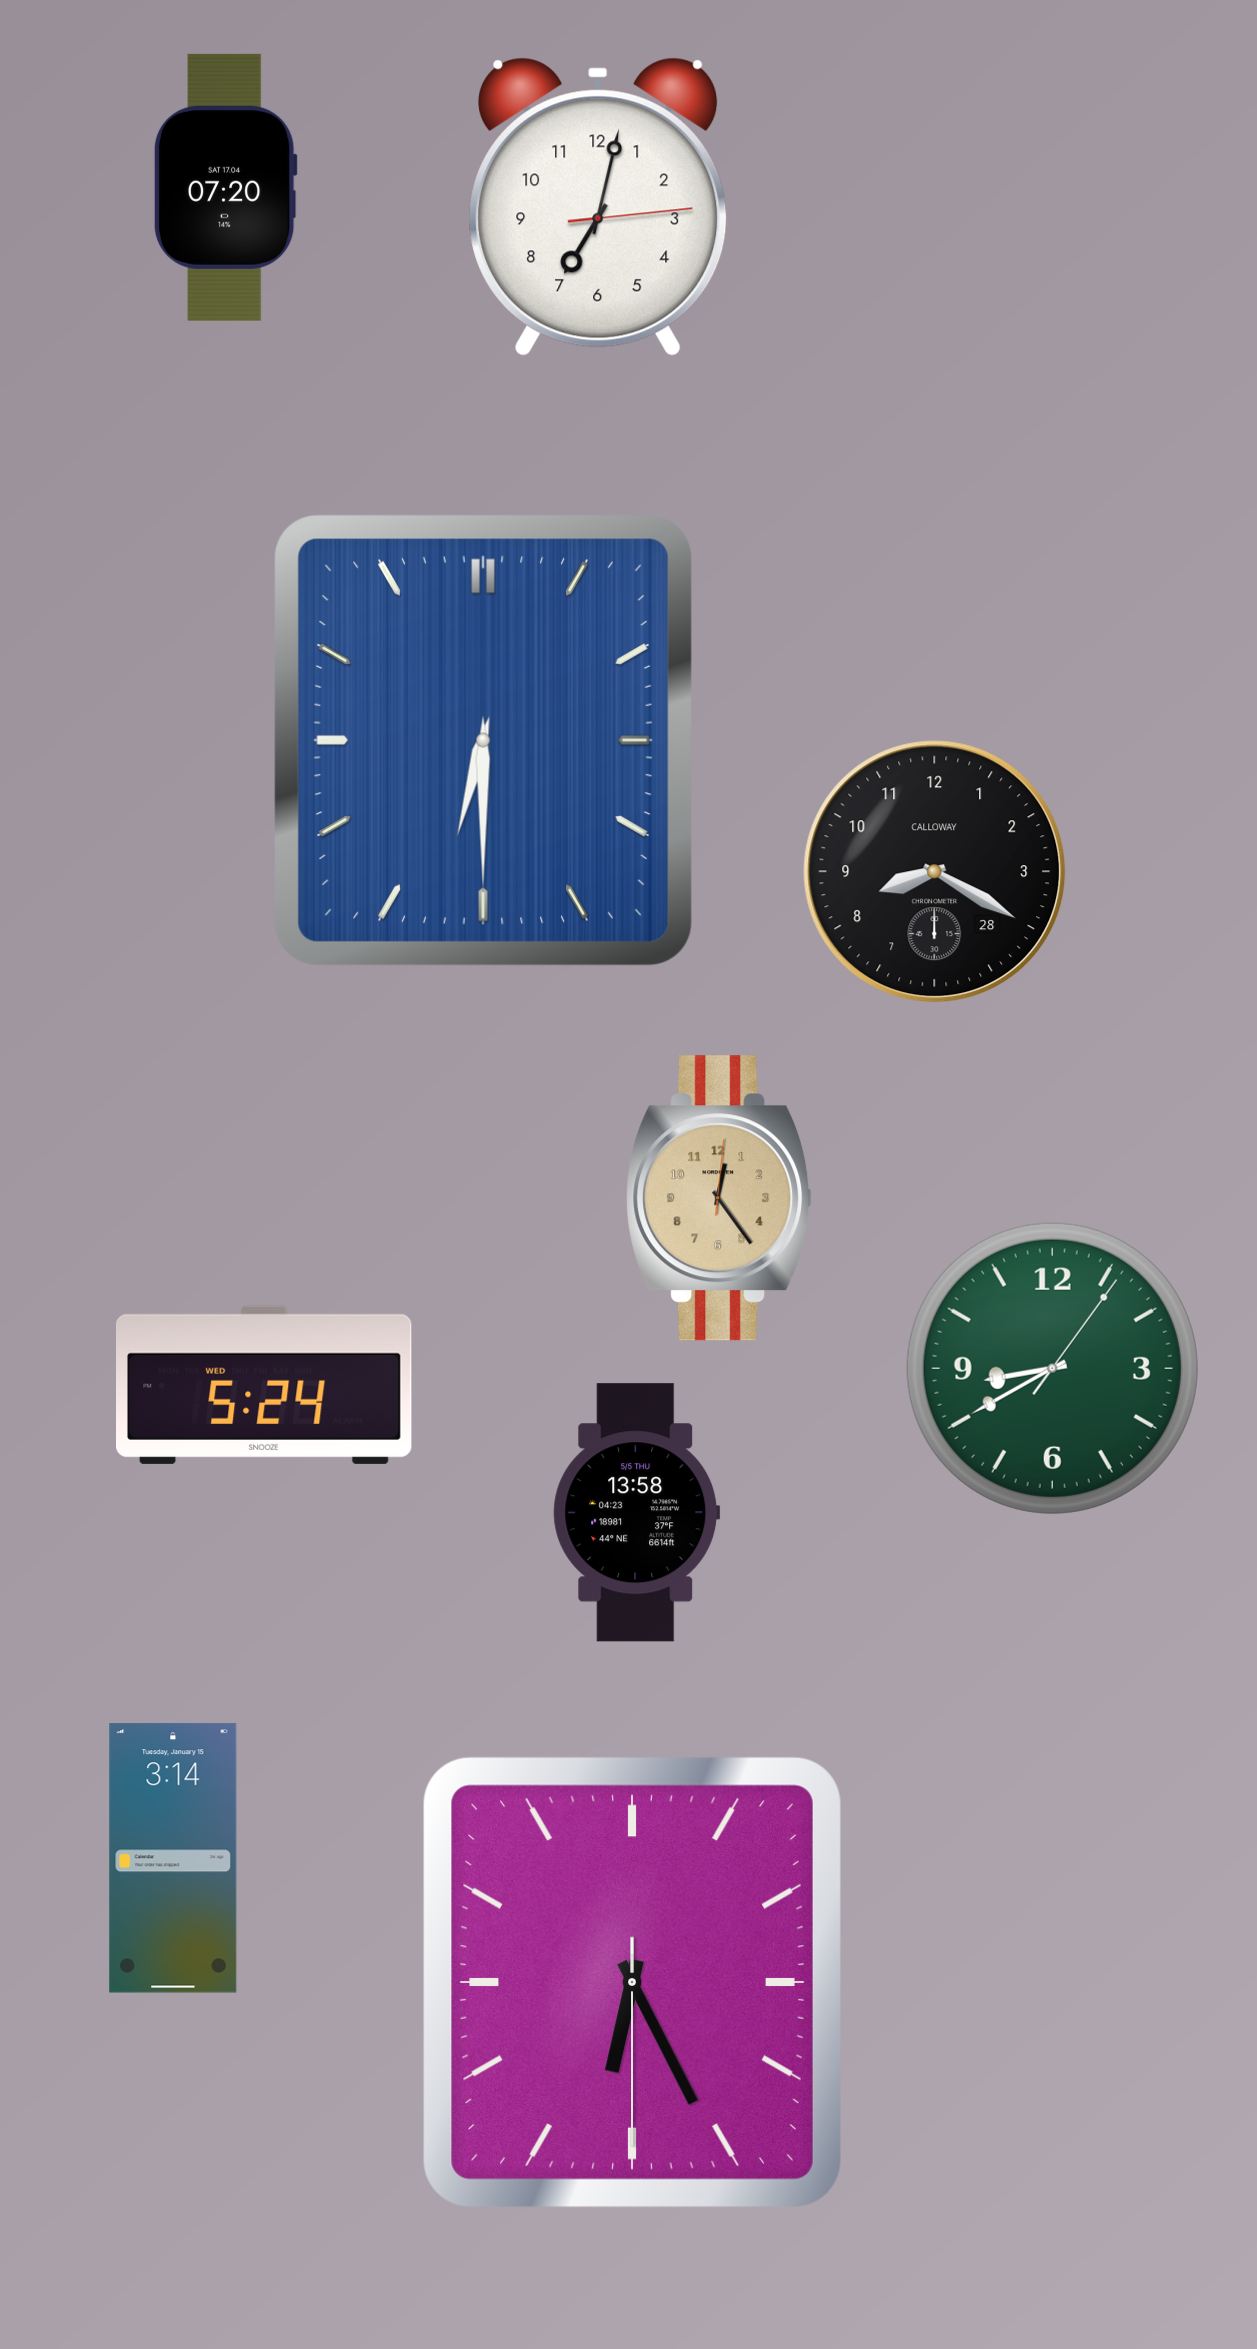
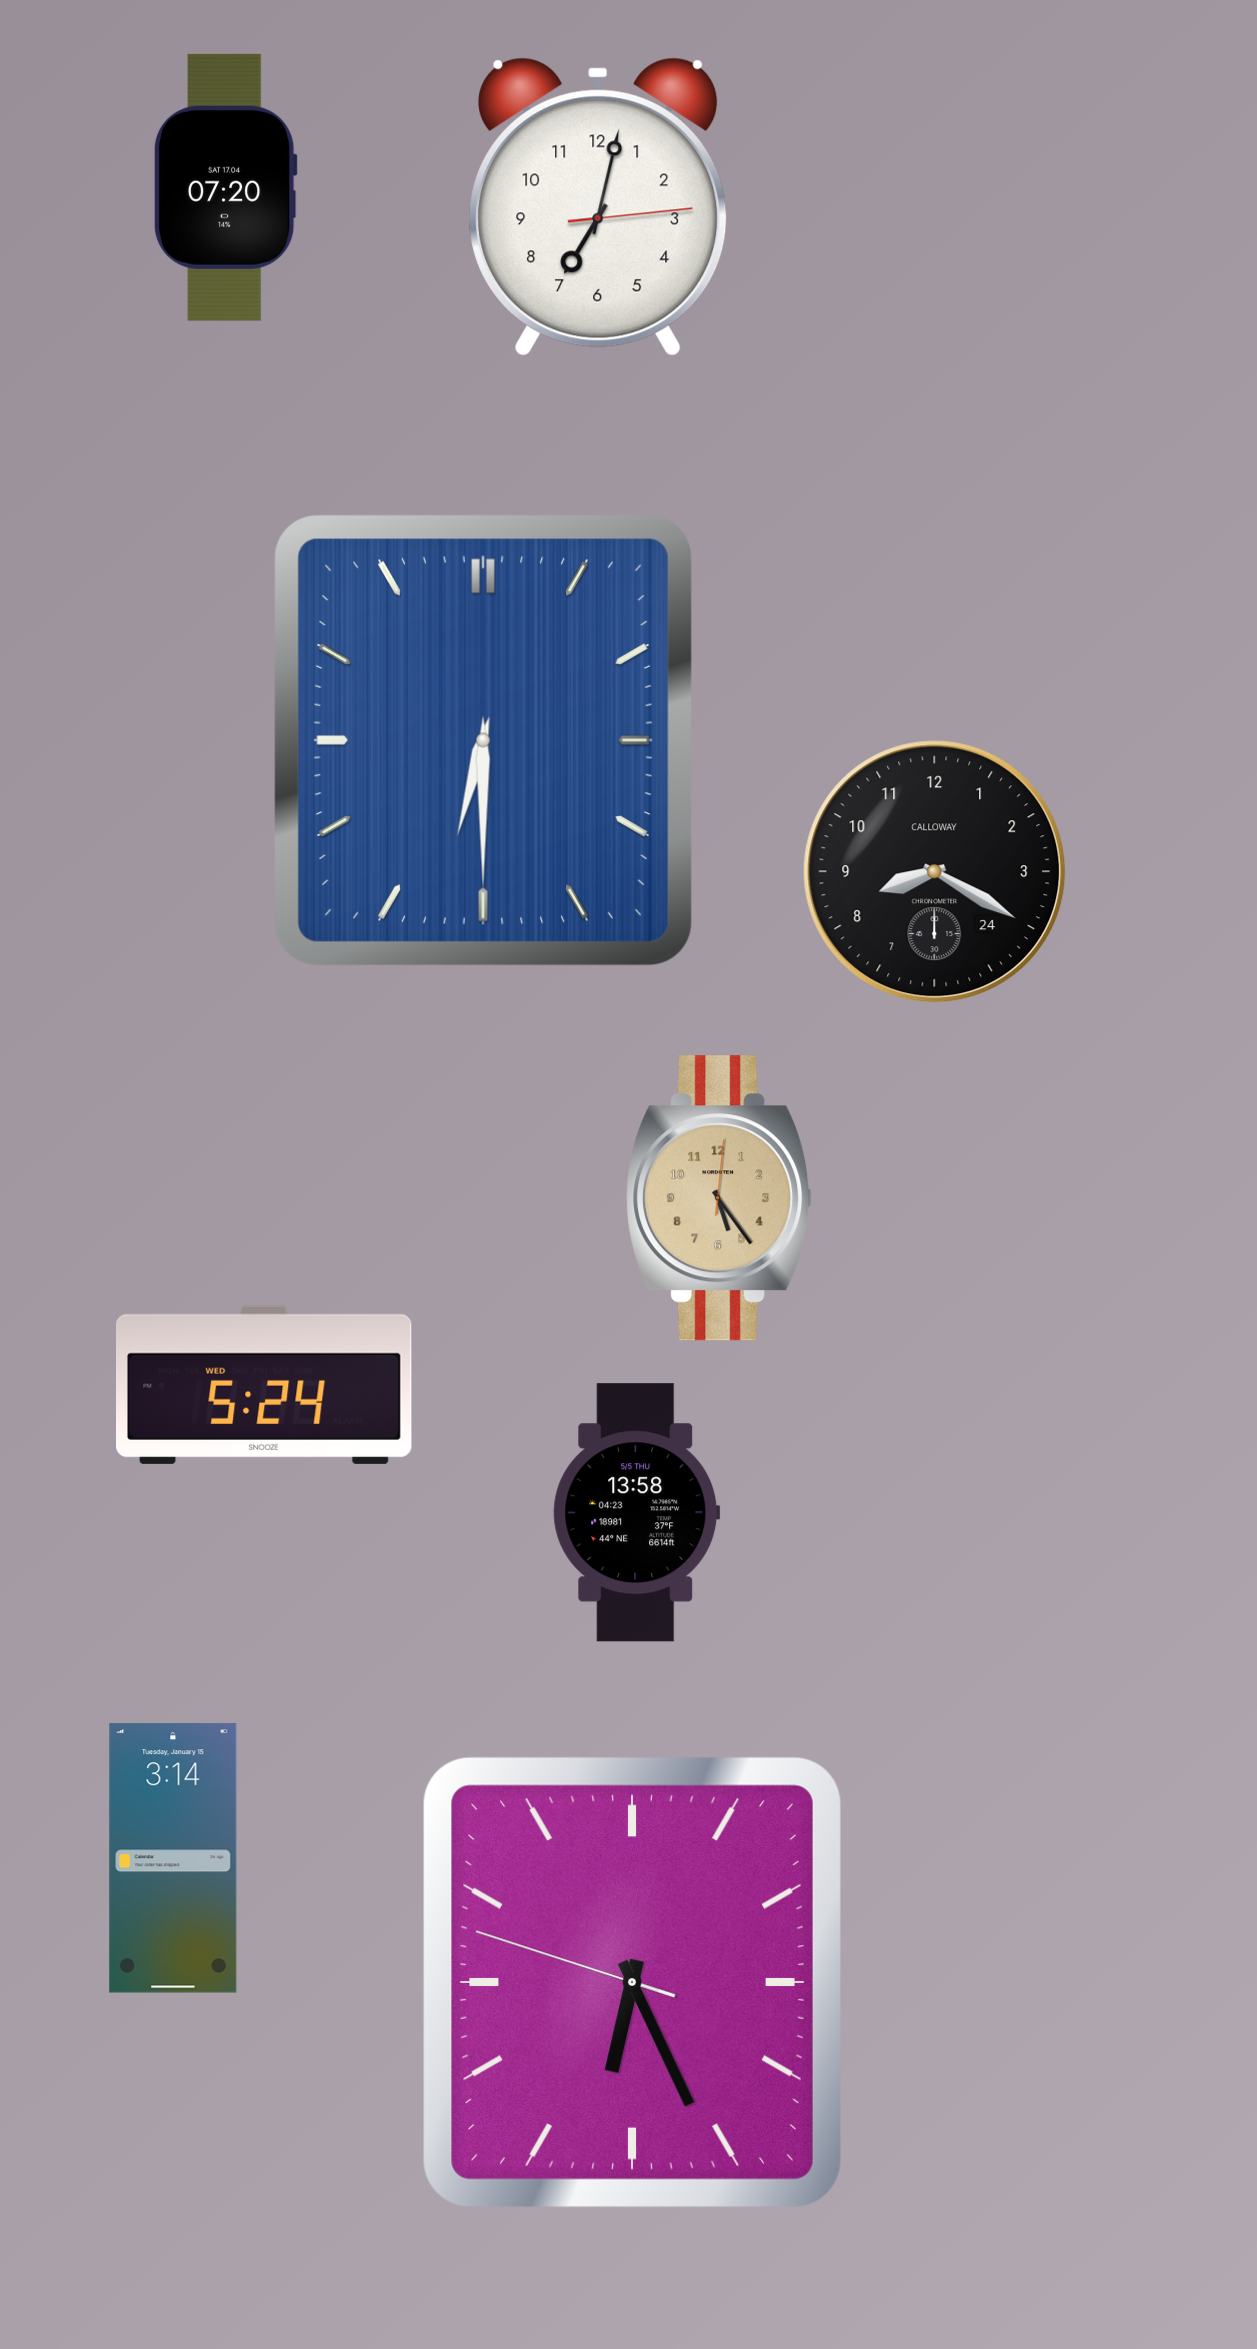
clock at (935, 872) date: 28 -> 24
clock at (720, 1198): 12:24 -> 5:24
clock at (1052, 1368): 8:40 -> none
clock at (632, 1982): 6:25:30 -> 6:25:48
